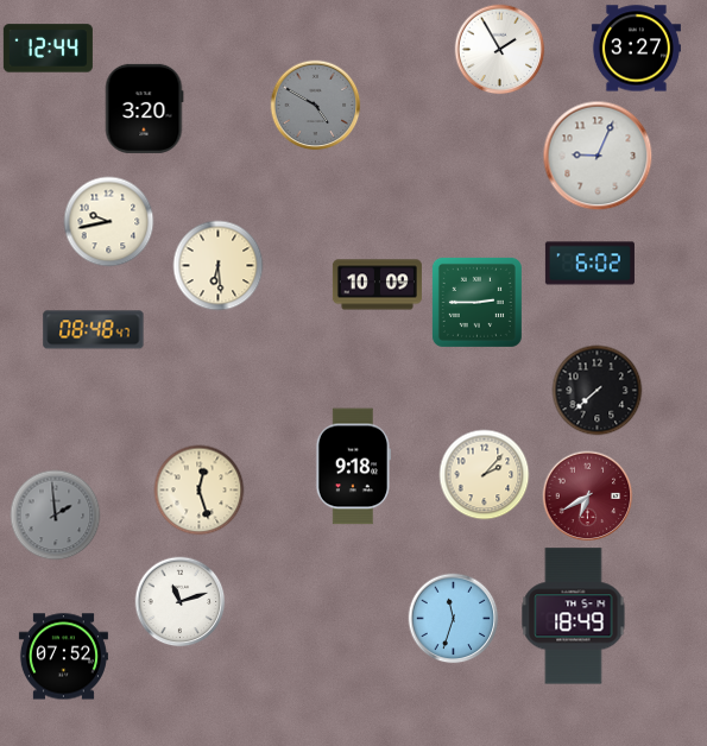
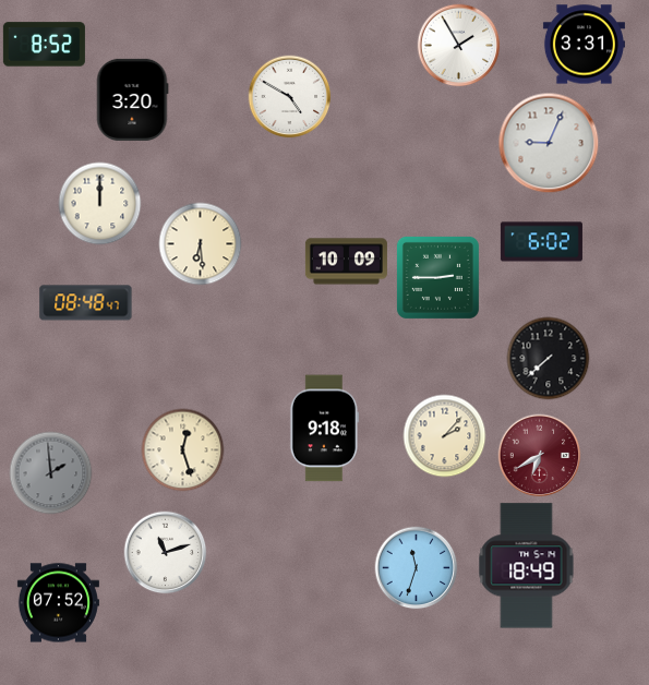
clock at (48, 49): 12:44 -> 8:52
clock at (636, 49): 3:27 -> 3:31
clock at (316, 106) dial: grey -> white
clock at (109, 222): 9:43 -> 12:00
